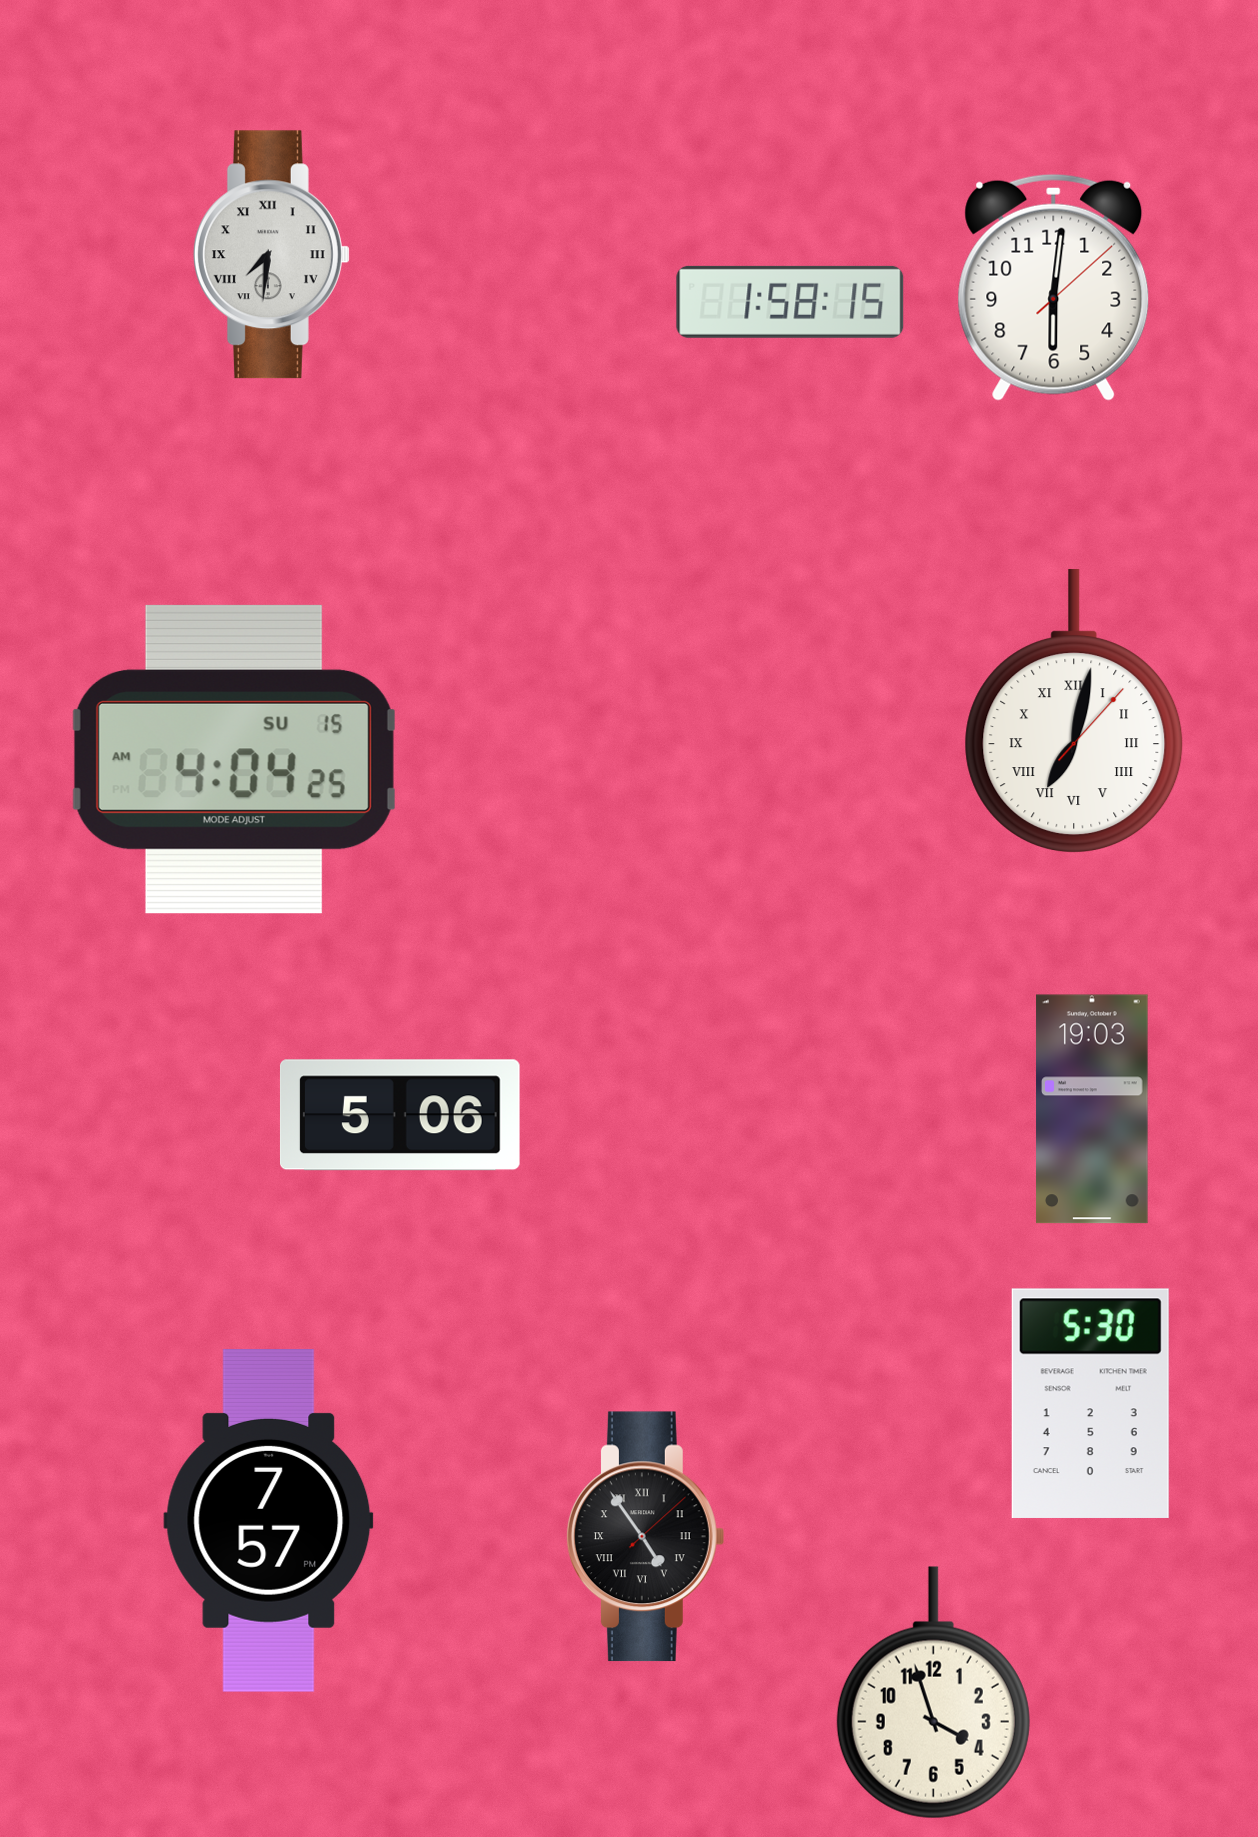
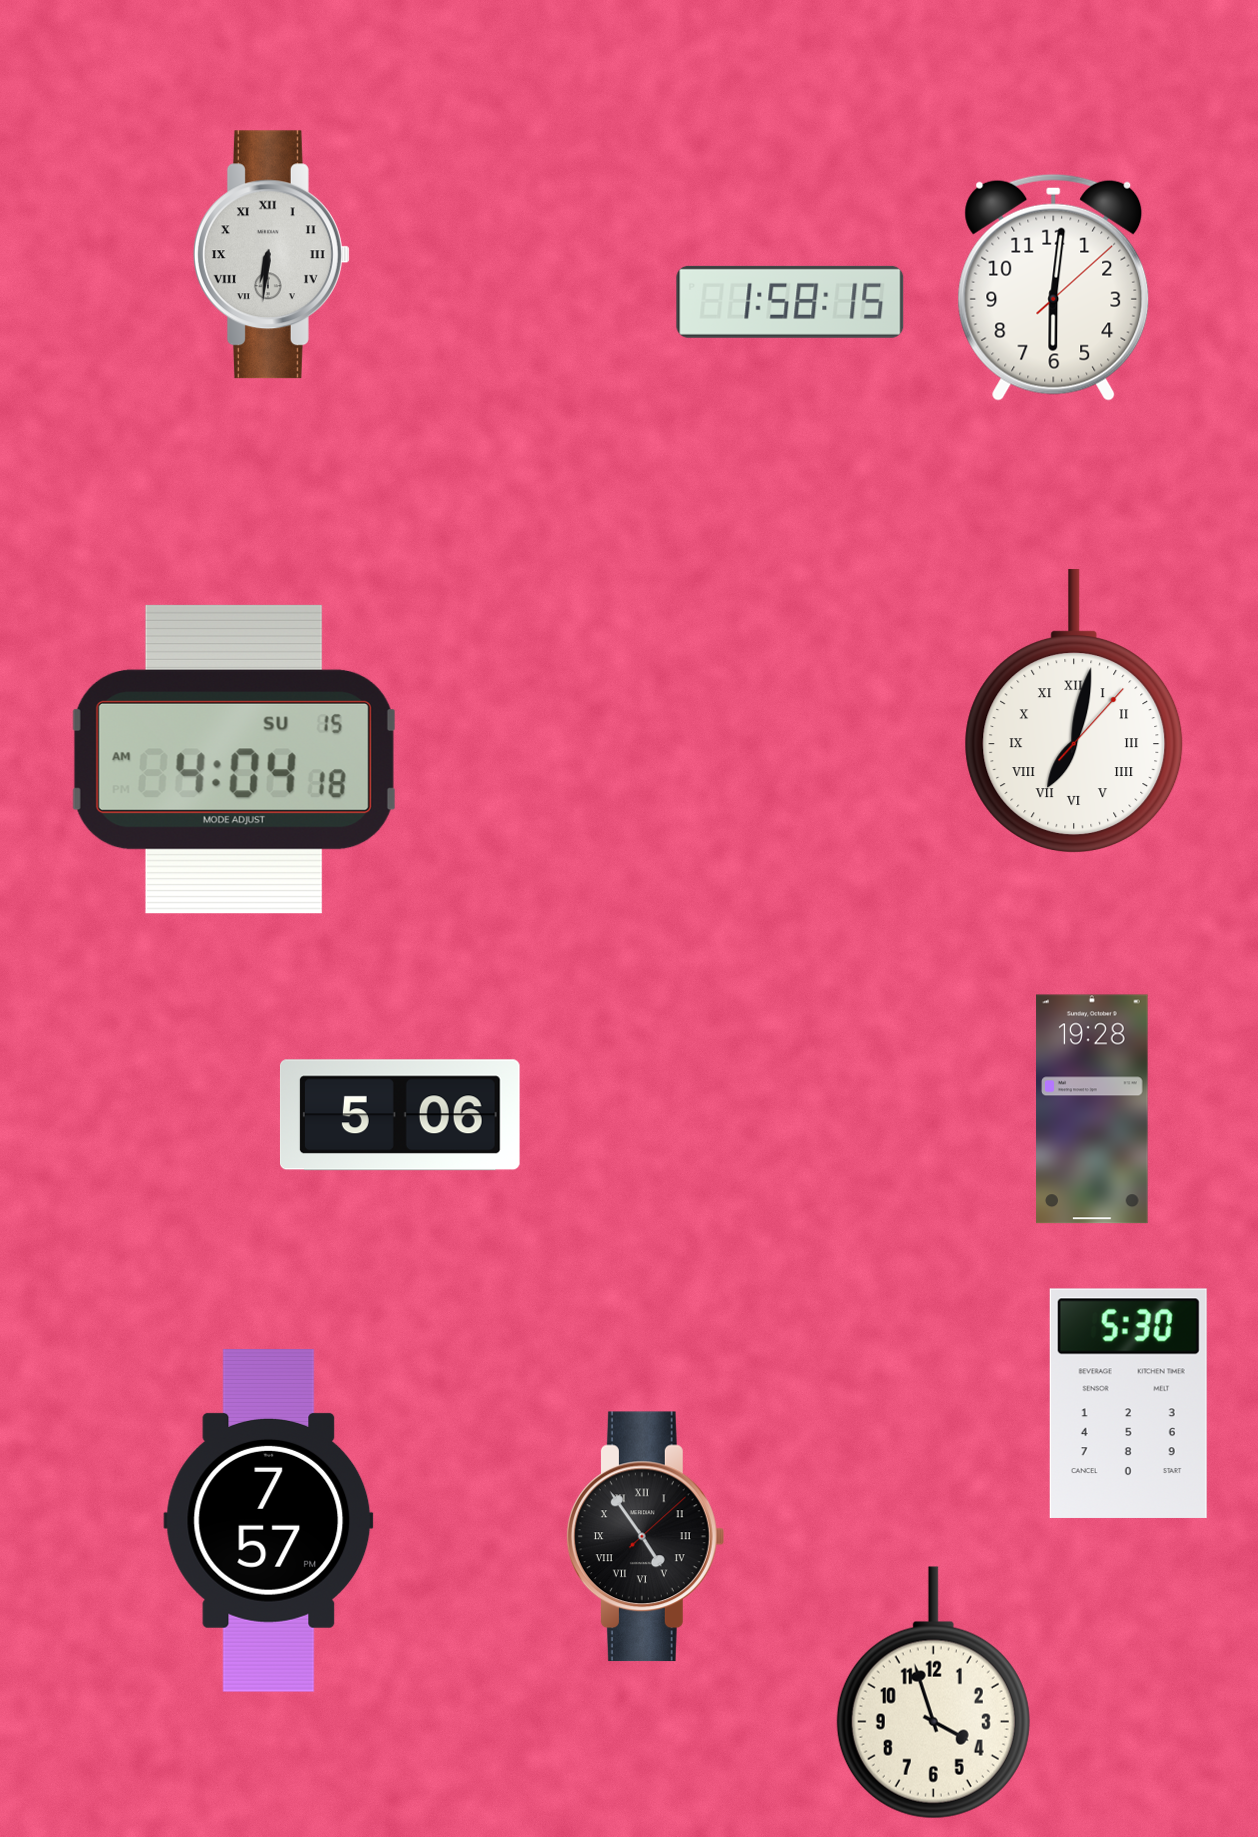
clock at (271, 255): 7:31 -> 6:31
clock at (234, 759): 4:04:25 AM -> 4:04:18 AM
clock at (1092, 1109): 19:03 -> 19:28
clock at (1090, 1403) position: (1090, 1403) -> (1128, 1403)
